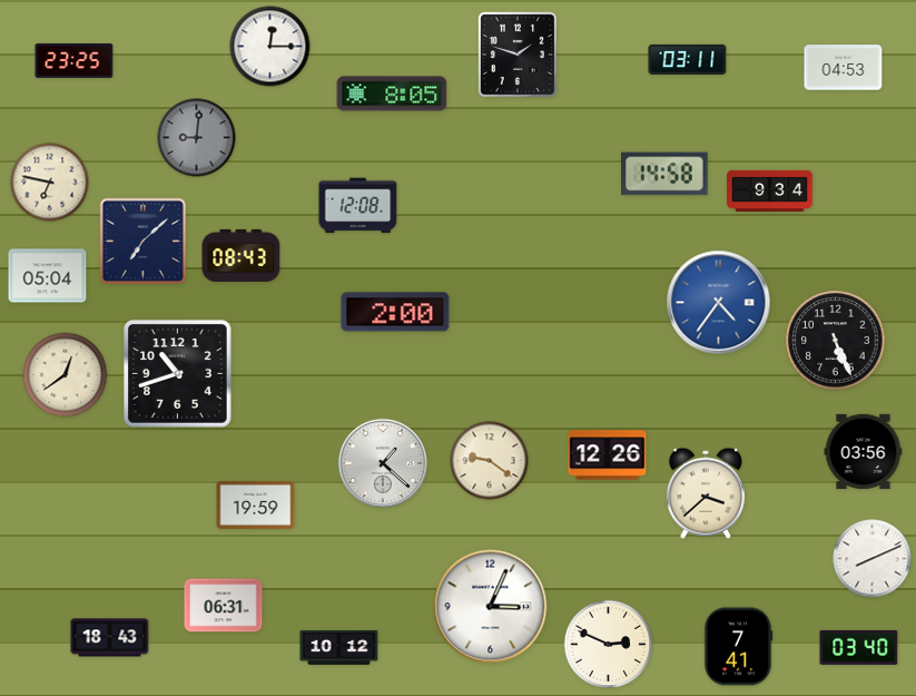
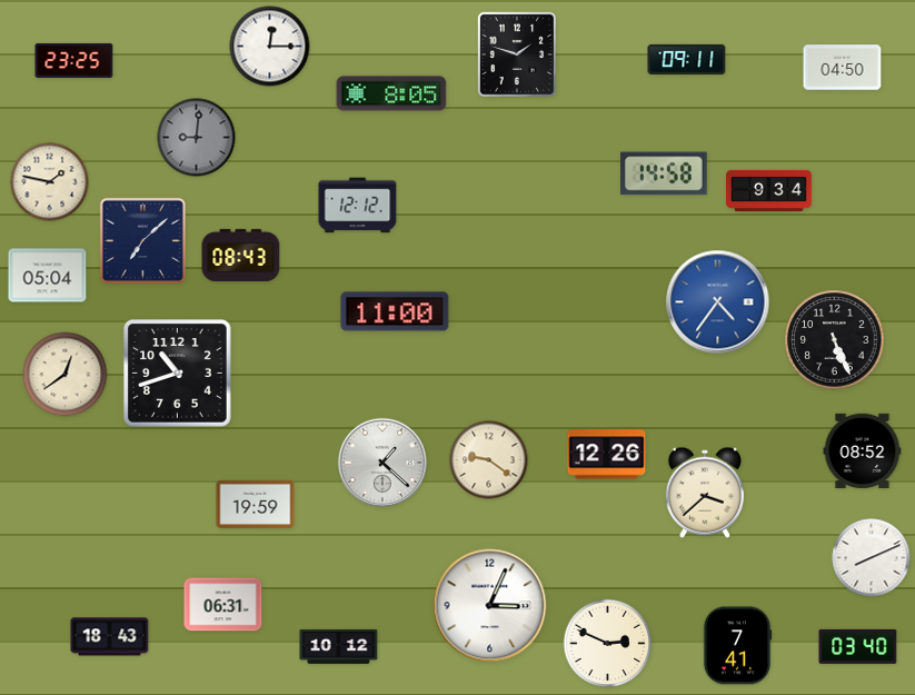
clock at (688, 59): 03:11 -> 09:11
clock at (844, 68): 04:53 -> 04:50
clock at (50, 183): 6:47 -> 1:47
clock at (358, 206): 12:08 -> 12:12
clock at (395, 312): 2:00 -> 11:00
clock at (864, 452): 03:56 -> 08:52
